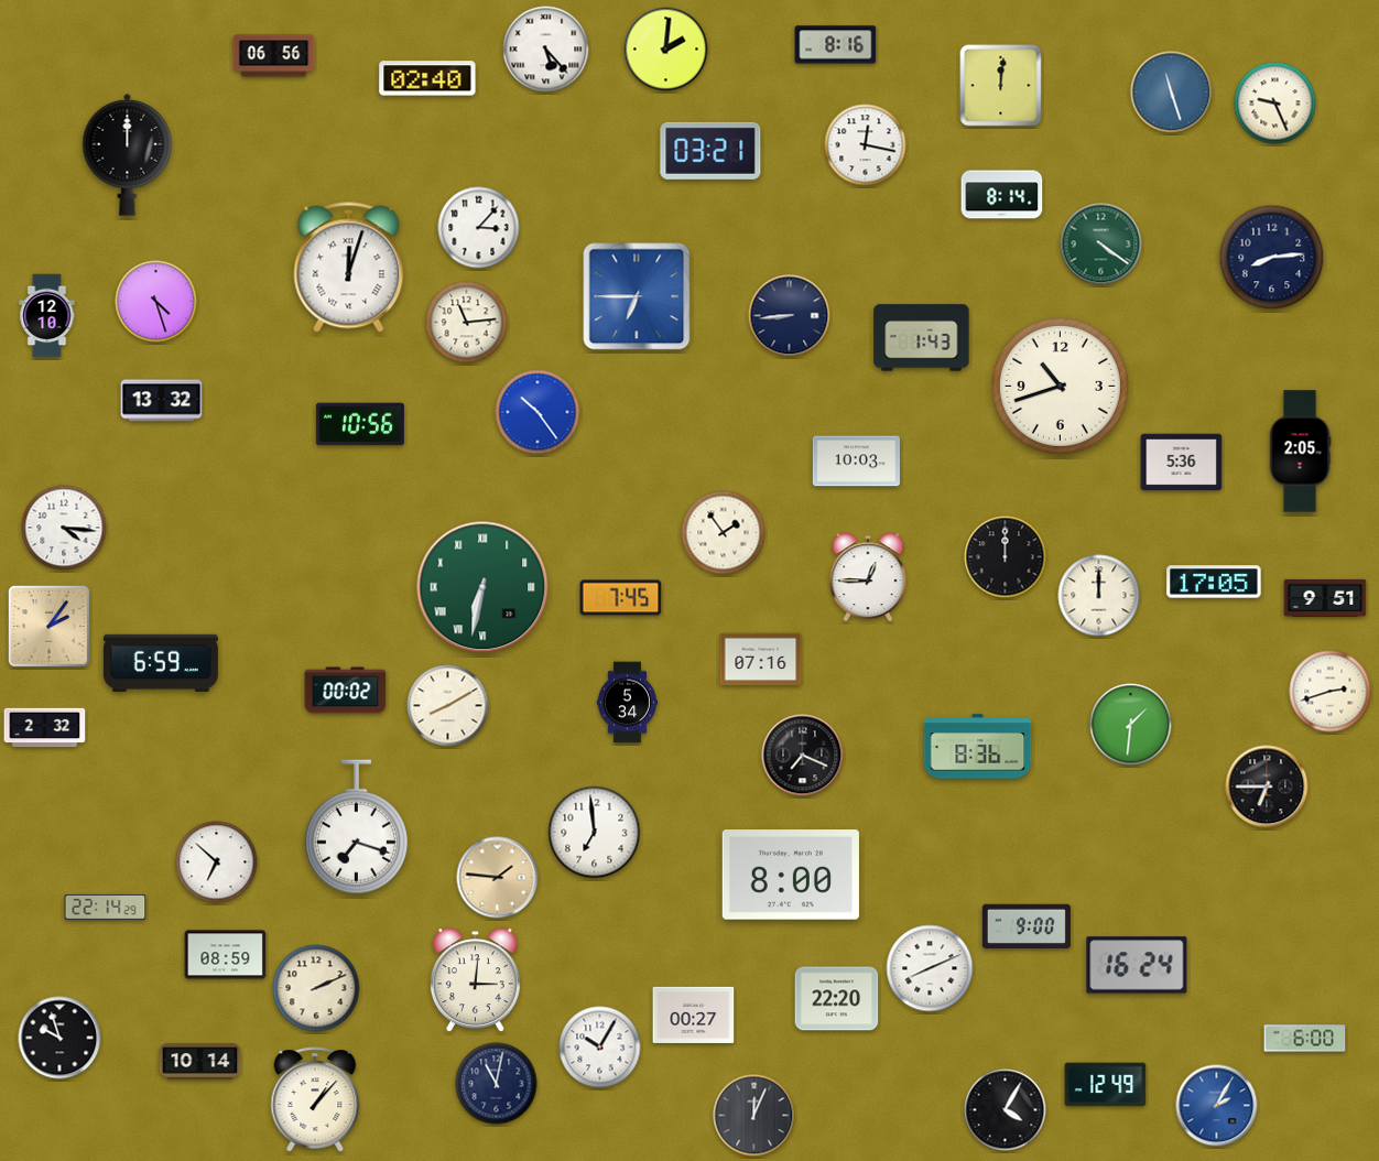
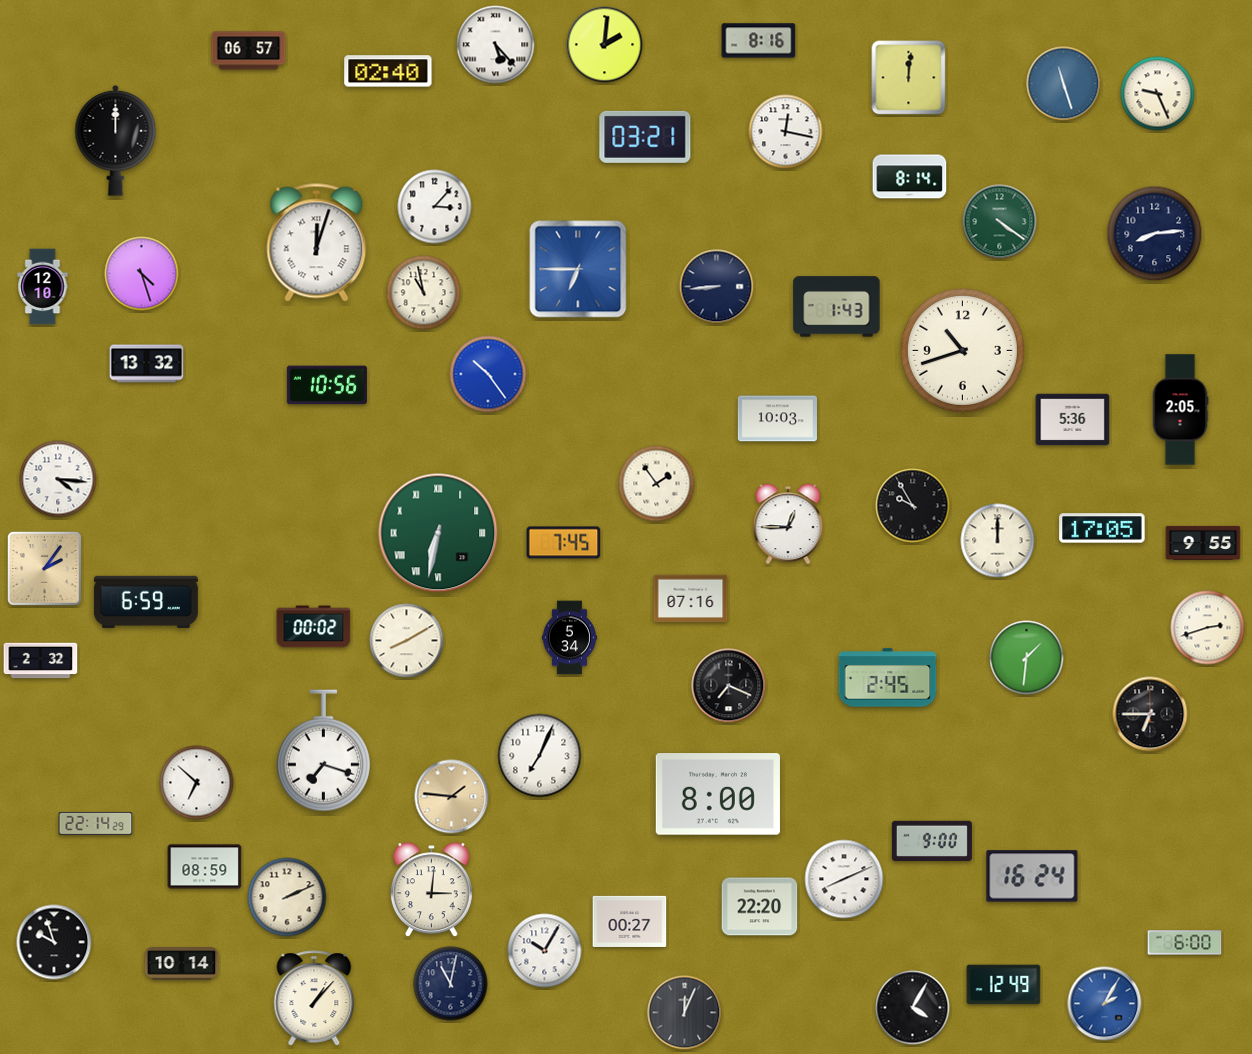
clock at (274, 56): 06:56 -> 06:57
clock at (467, 323): 11:14 -> 10:58
clock at (1006, 557): 12:00 -> 9:55
clock at (1325, 598): 9:51 -> 9:55
clock at (978, 747): 8:36 -> 2:45
clock at (595, 833): 6:59 -> 7:04
clock at (315, 1099) position: (315, 1099) -> (314, 998)
